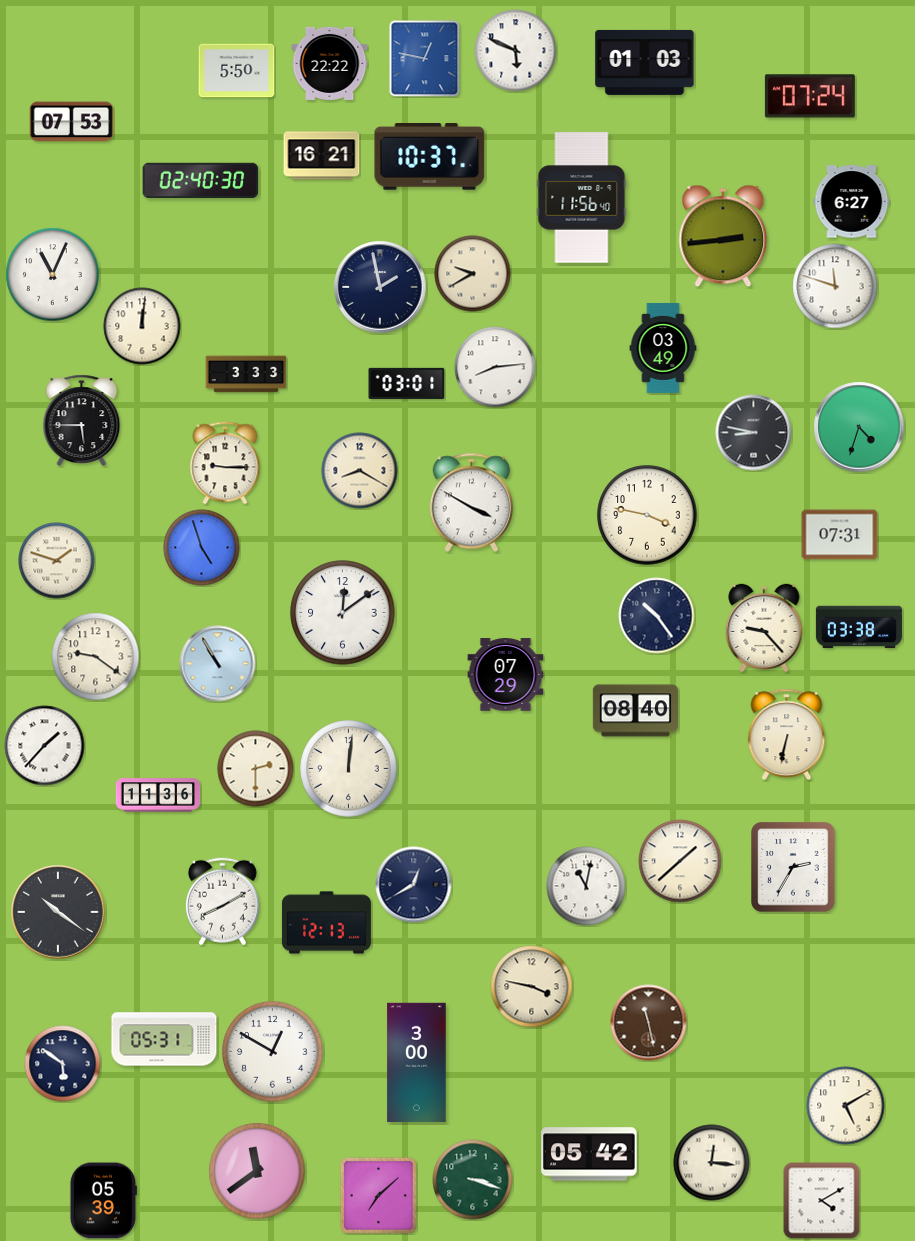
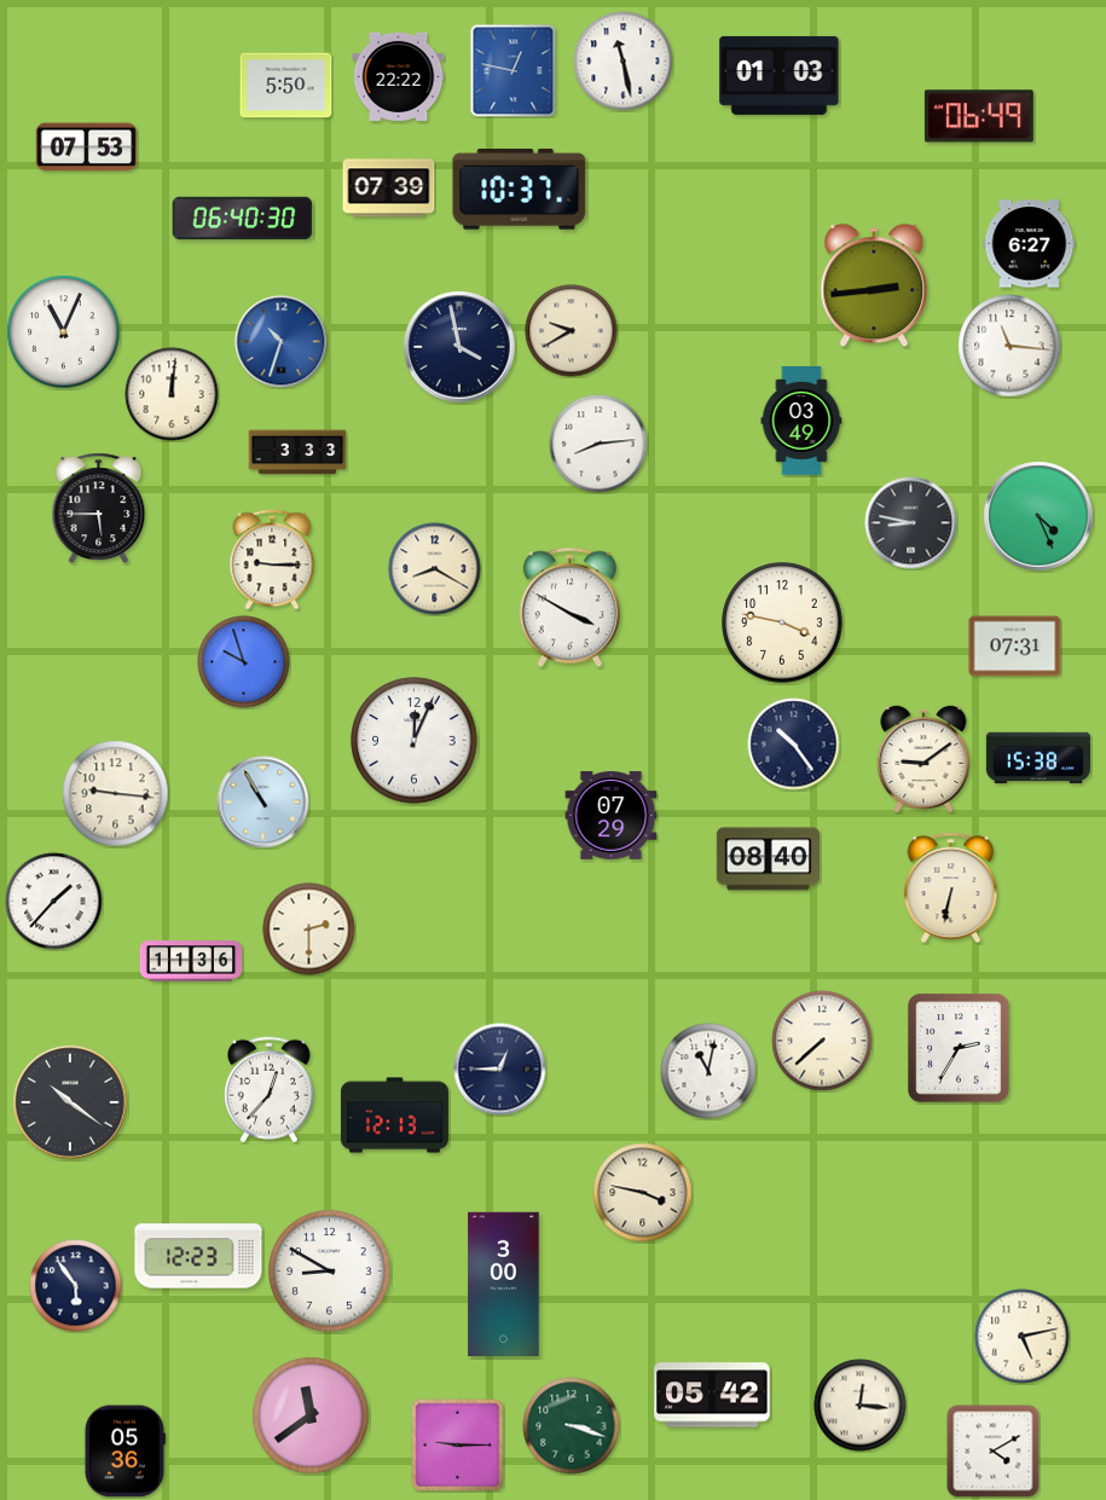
clock at (516, 51): 5:49 -> 11:28
clock at (810, 96): 07:24 -> 06:49
clock at (322, 156): 16:21 -> 07:39
clock at (201, 180): 02:40 -> 06:40
clock at (582, 198): 11:56 -> none
clock at (282, 342): none -> 10:33
clock at (835, 286): 11:48 -> 11:16
clock at (380, 287): 1:58 -> 3:58
clock at (407, 383): 03:01 -> none
clock at (859, 427): 4:33 -> 4:26
clock at (202, 548): 4:57 -> 9:57
clock at (57, 561): 1:48 -> none
clock at (343, 613): 12:09 -> 12:04
clock at (764, 627): 9:23 -> 9:09
clock at (859, 627): 03:38 -> 15:38
clock at (96, 657): 9:21 -> 9:16
clock at (349, 769): 12:01 -> none
clock at (680, 861): 1:38 -> 7:38
clock at (414, 885): 12:40 -> 12:45
clock at (222, 902): 8:10 -> 12:37
clock at (649, 1023): 11:28 -> none
clock at (164, 1039): 05:31 -> 12:23
clock at (273, 1052): 12:50 -> 8:50
clock at (63, 1064): 5:51 -> 5:54
clock at (846, 1106): 5:10 -> 5:13
clock at (378, 1195): 7:08 -> 9:15
clock at (103, 1201): 05:39 -> 05:36
